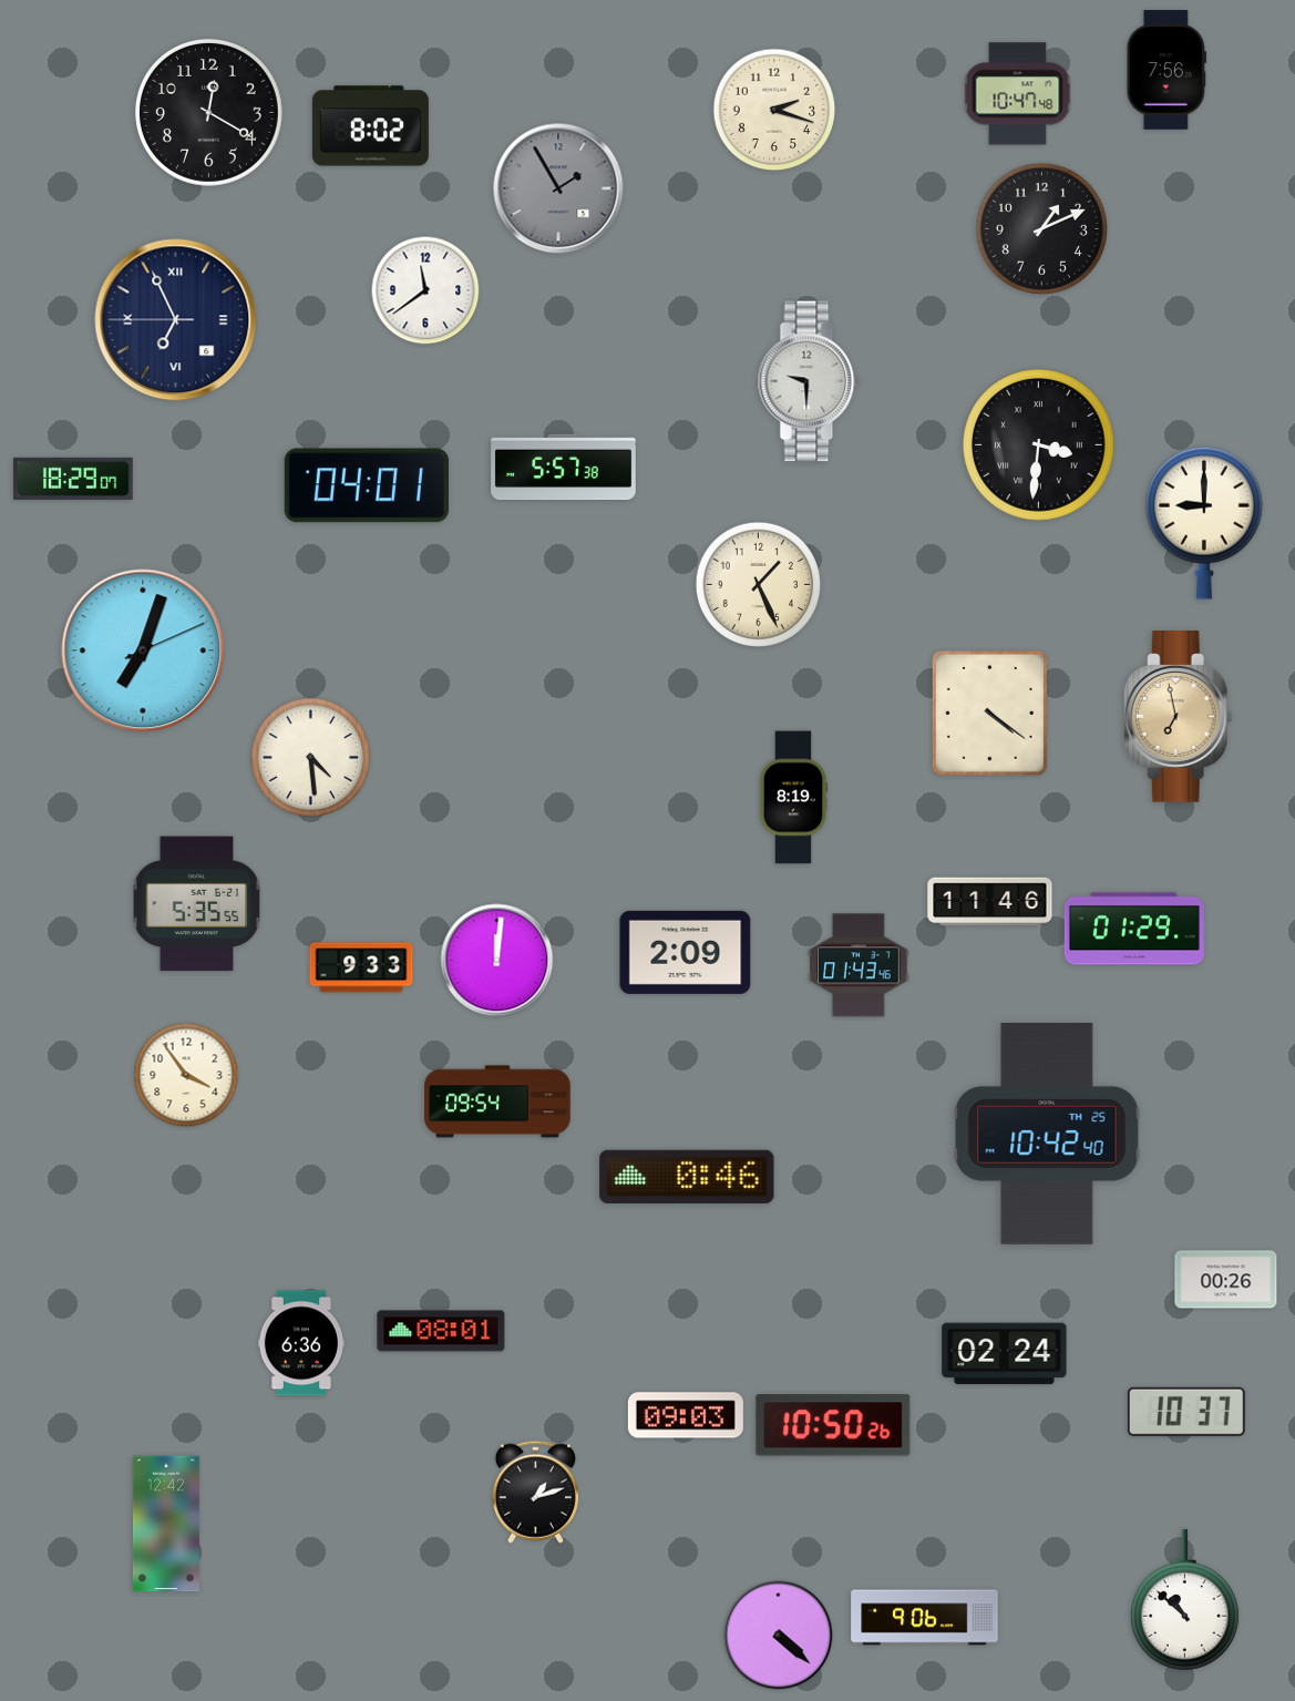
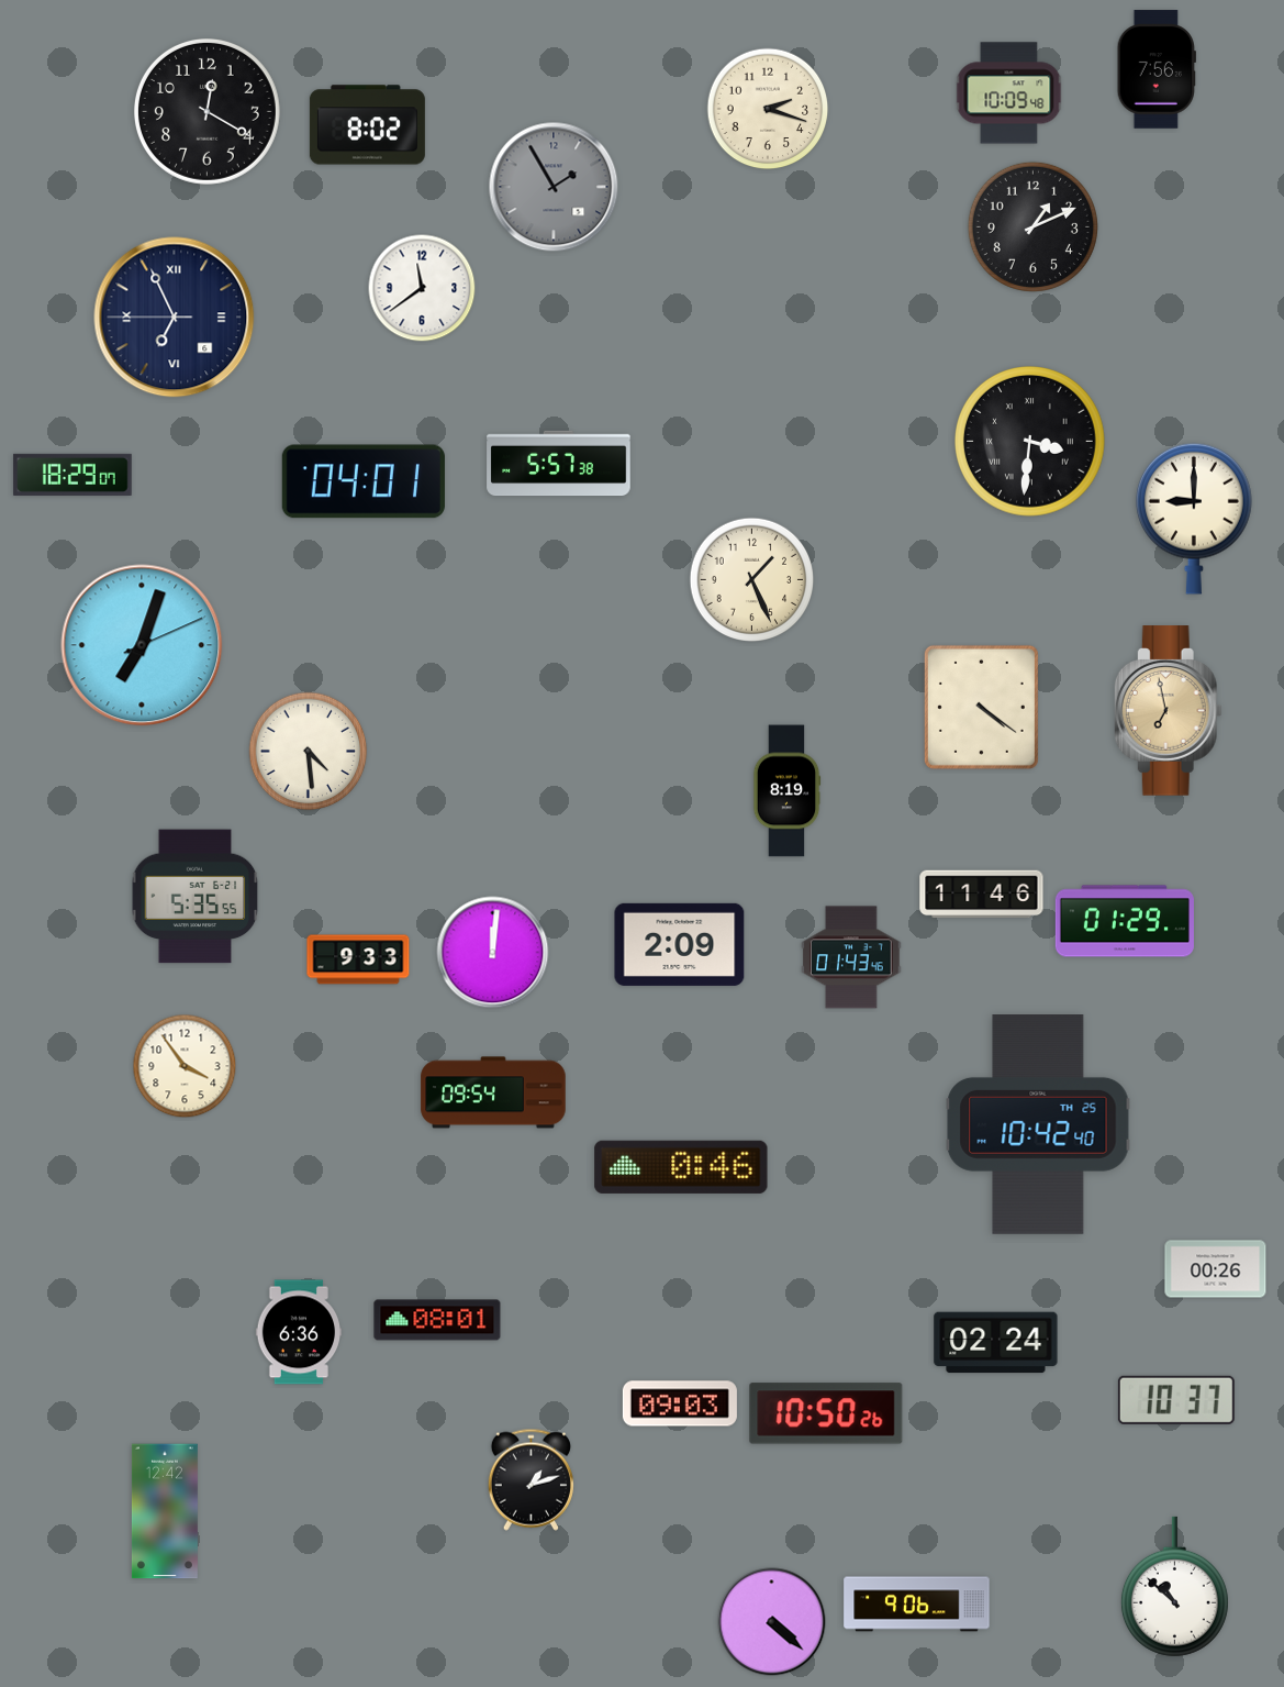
clock at (1018, 94): 10:47 -> 10:09
clock at (809, 381): 9:30 -> none
